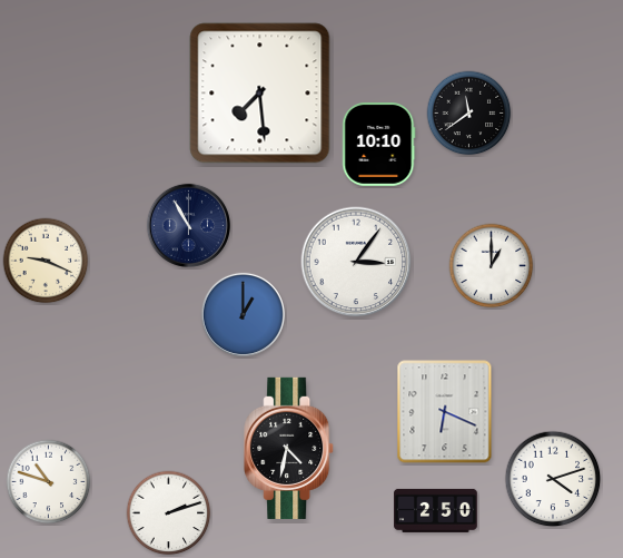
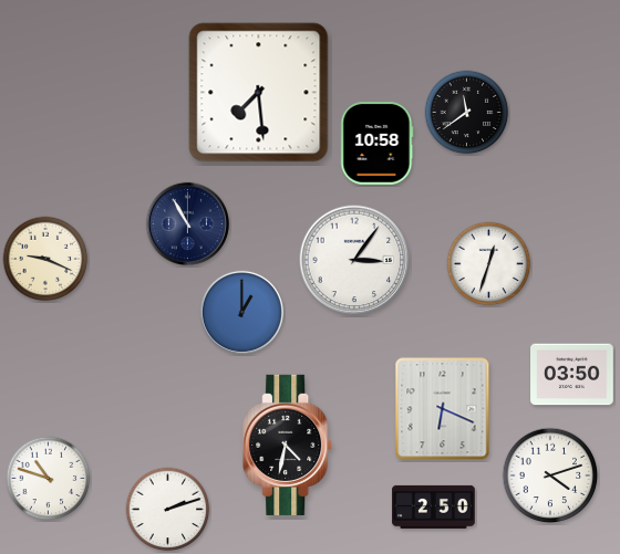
clock at (379, 145): 10:10 -> 10:58
clock at (492, 266): 1:00 -> 12:33
clock at (572, 375): none -> 03:50
